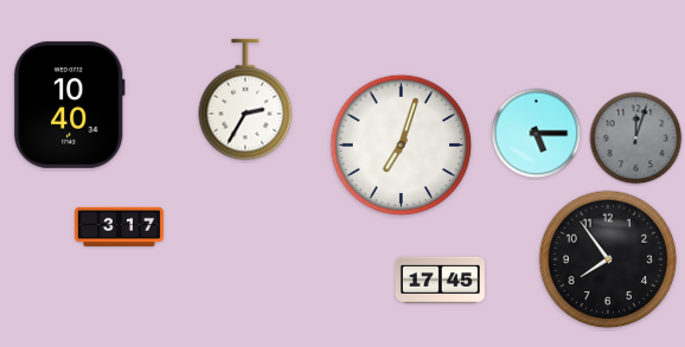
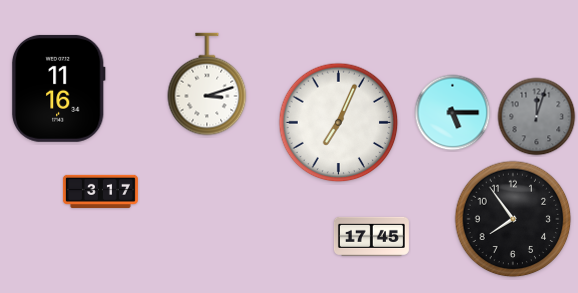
clock at (245, 99): 2:35 -> 3:12
clock at (69, 104): 10:40 -> 11:16
clock at (402, 146): 7:03 -> 7:04
